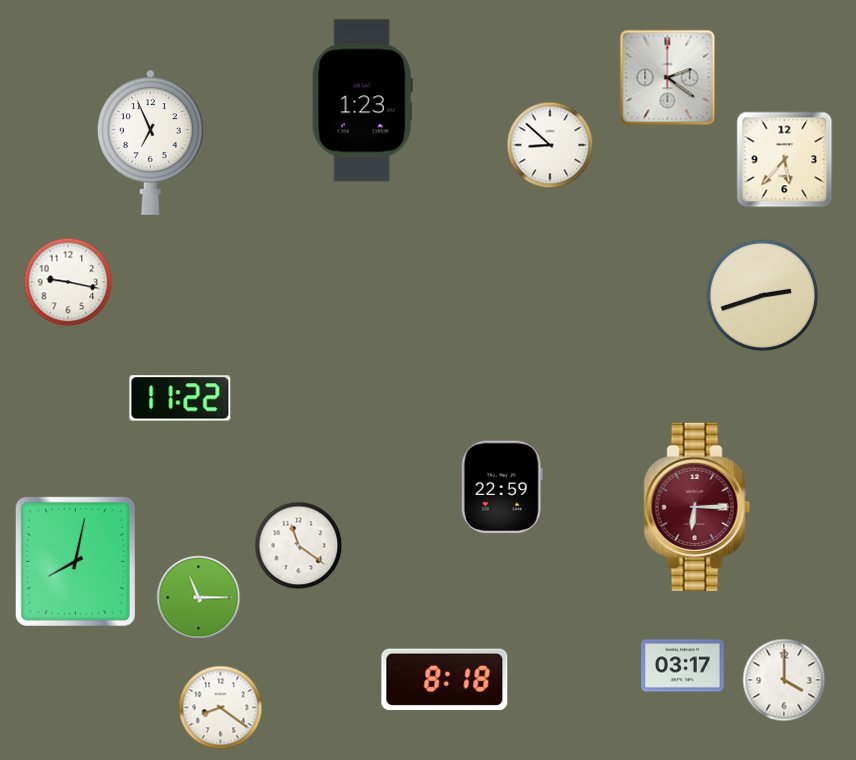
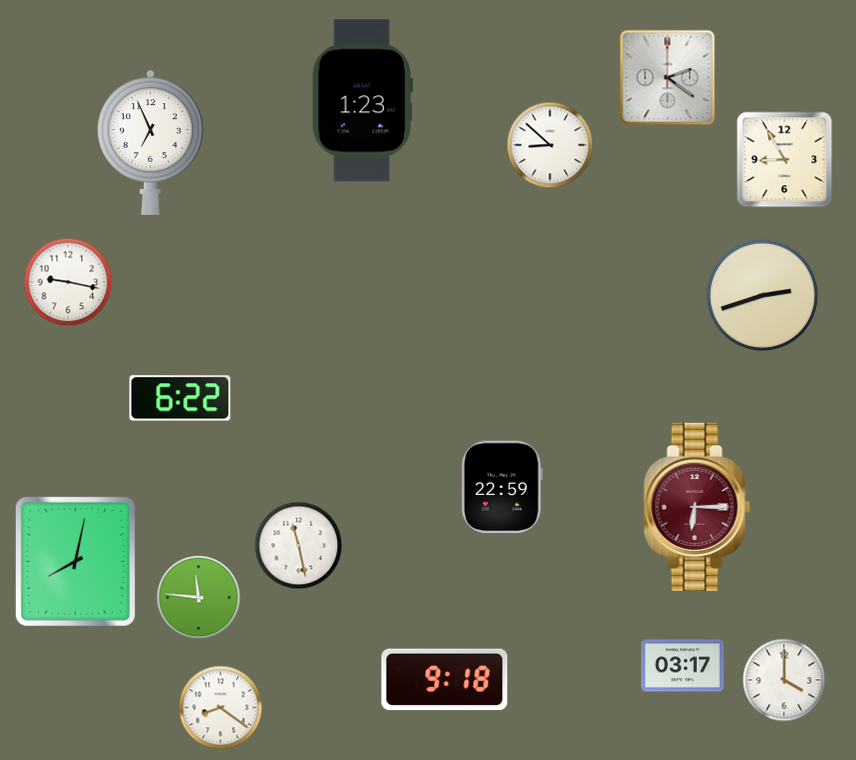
clock at (785, 160): 5:37 -> 8:55
clock at (180, 398): 11:22 -> 6:22
clock at (299, 546): 11:21 -> 11:28
clock at (199, 598): 11:15 -> 11:46
clock at (445, 680): 8:18 -> 9:18
